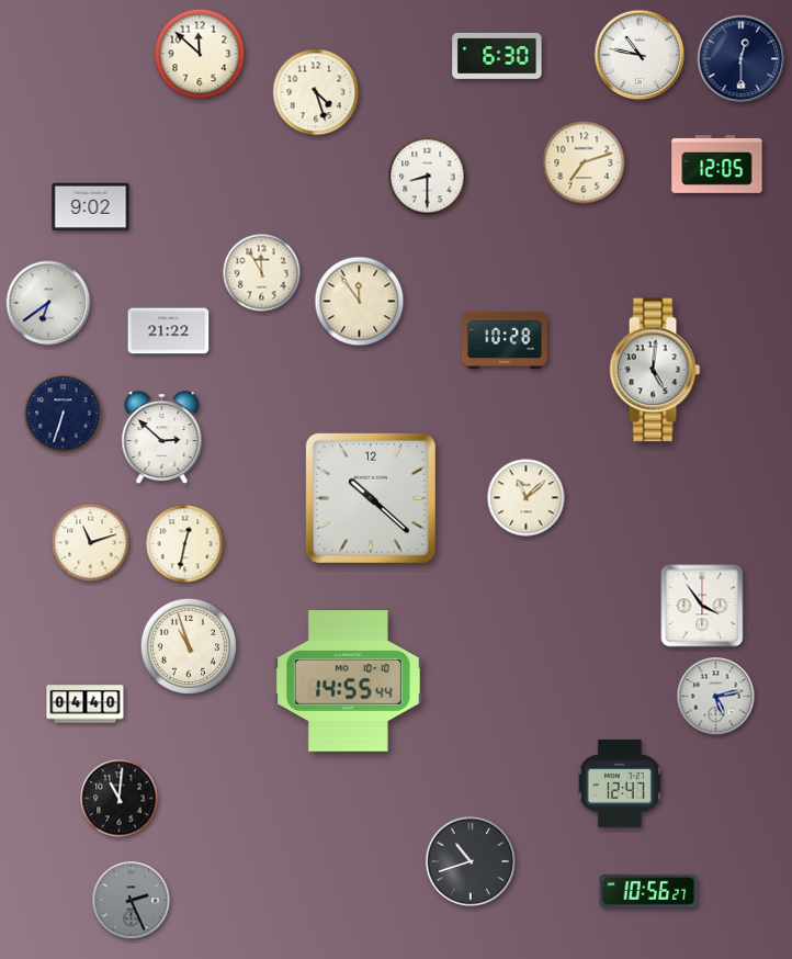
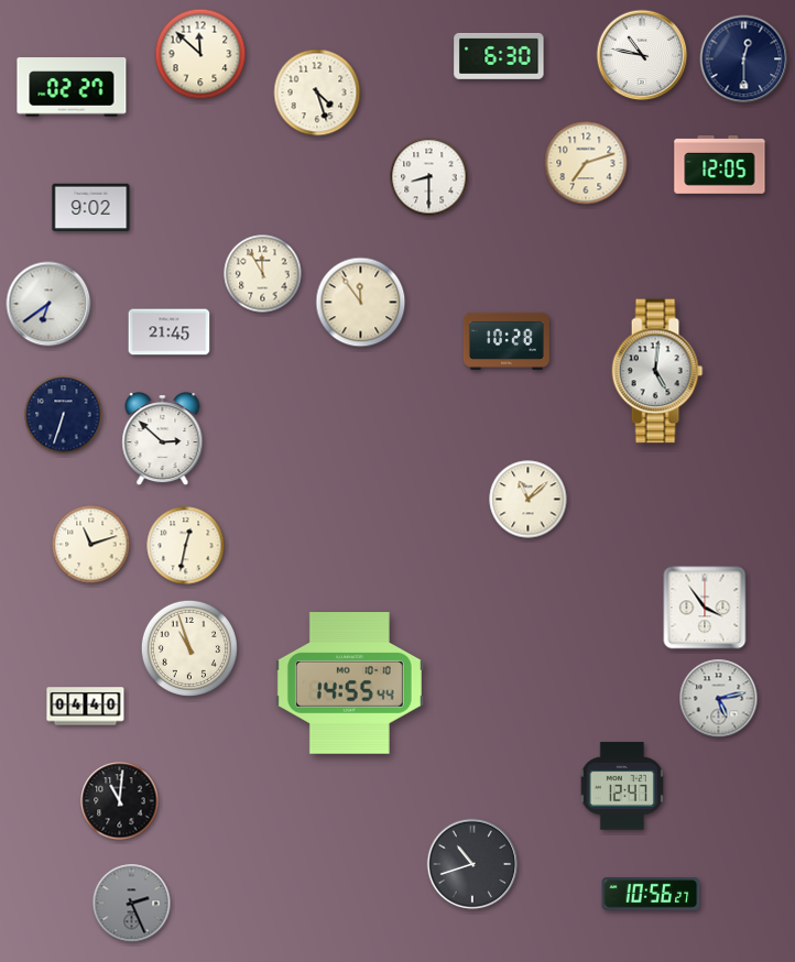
clock at (72, 87): none -> 02:27
clock at (169, 331): 21:22 -> 21:45
clock at (371, 498): 10:22 -> none
